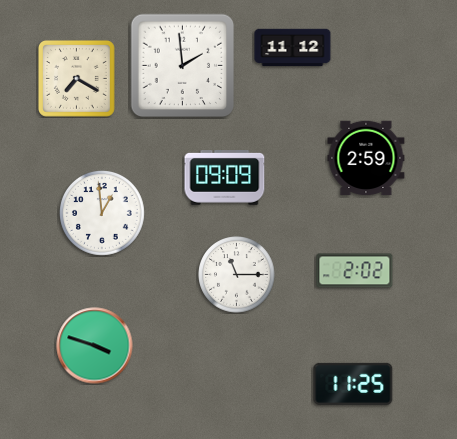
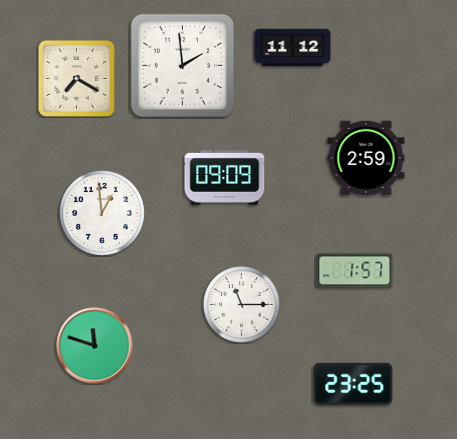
clock at (355, 271): 2:02 -> 1:57
clock at (237, 275) position: (237, 275) -> (242, 305)
clock at (95, 346): 3:48 -> 11:48
clock at (353, 384): 11:25 -> 23:25
